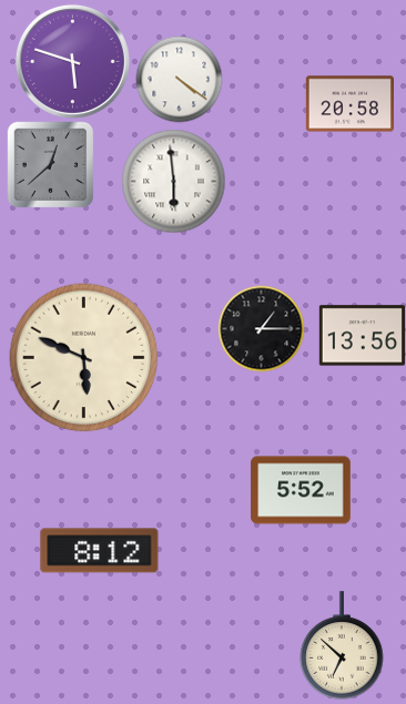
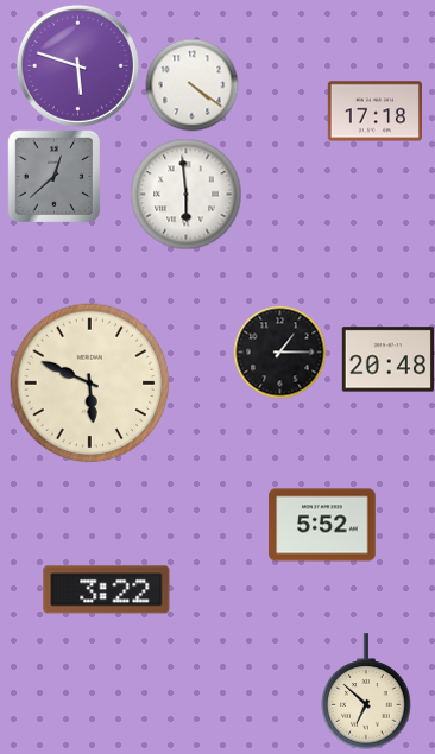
clock at (349, 104): 20:58 -> 17:18
clock at (362, 336): 13:56 -> 20:48
clock at (100, 551): 8:12 -> 3:22
